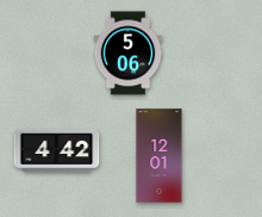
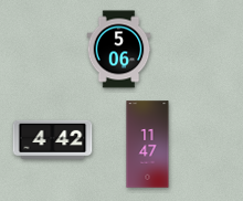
clock at (160, 156): 12:01 -> 11:47
